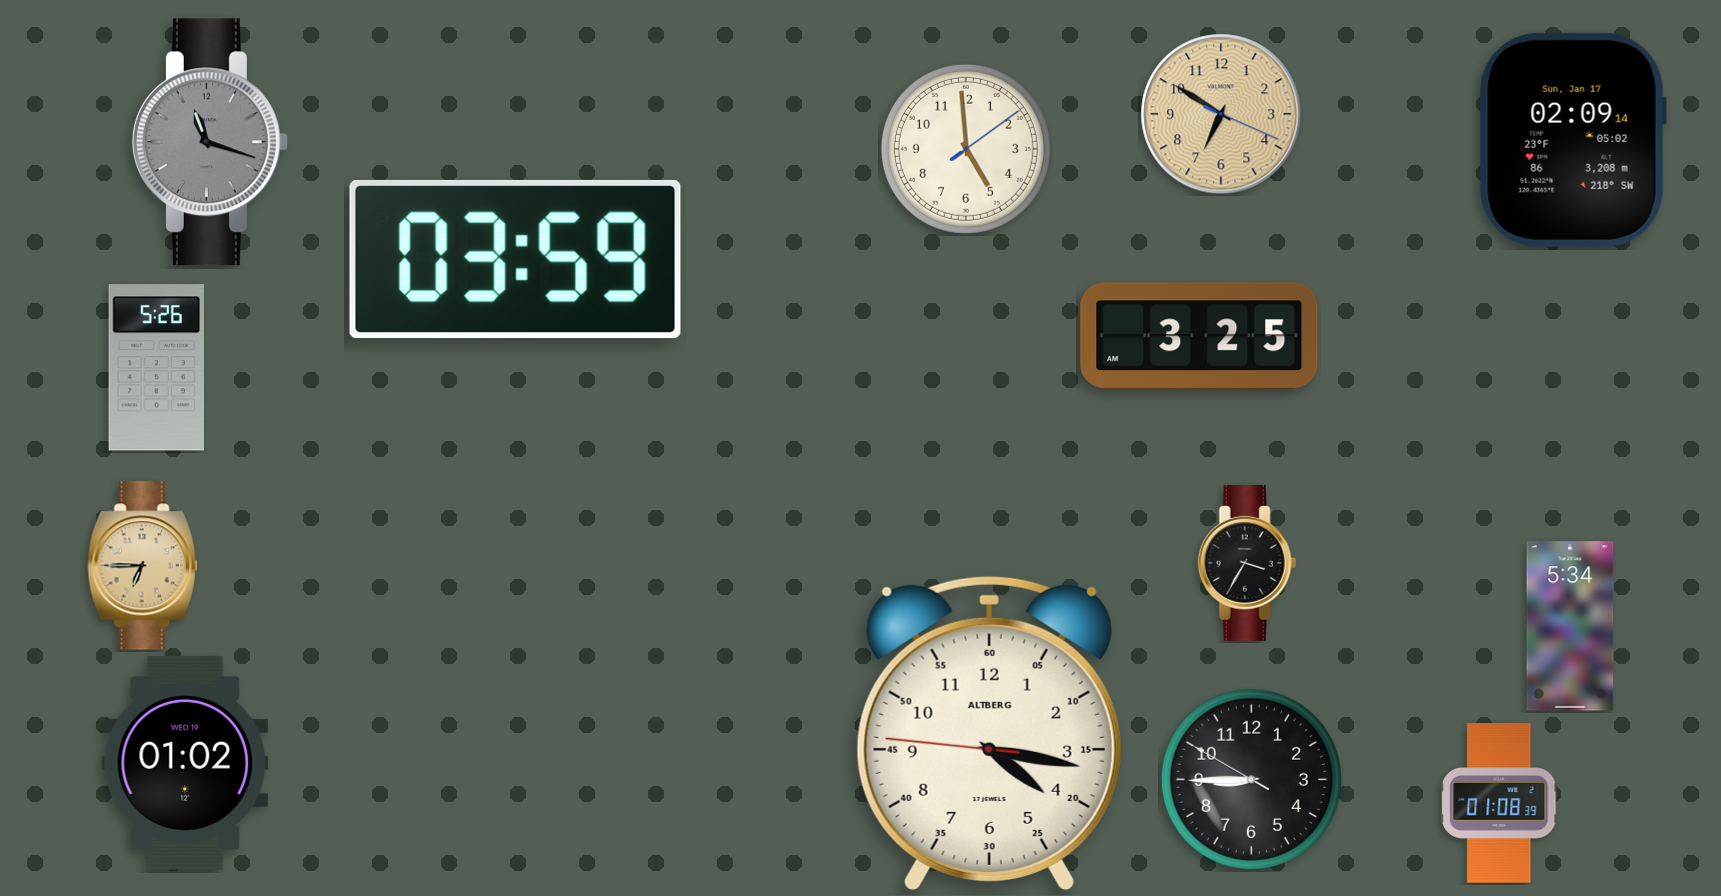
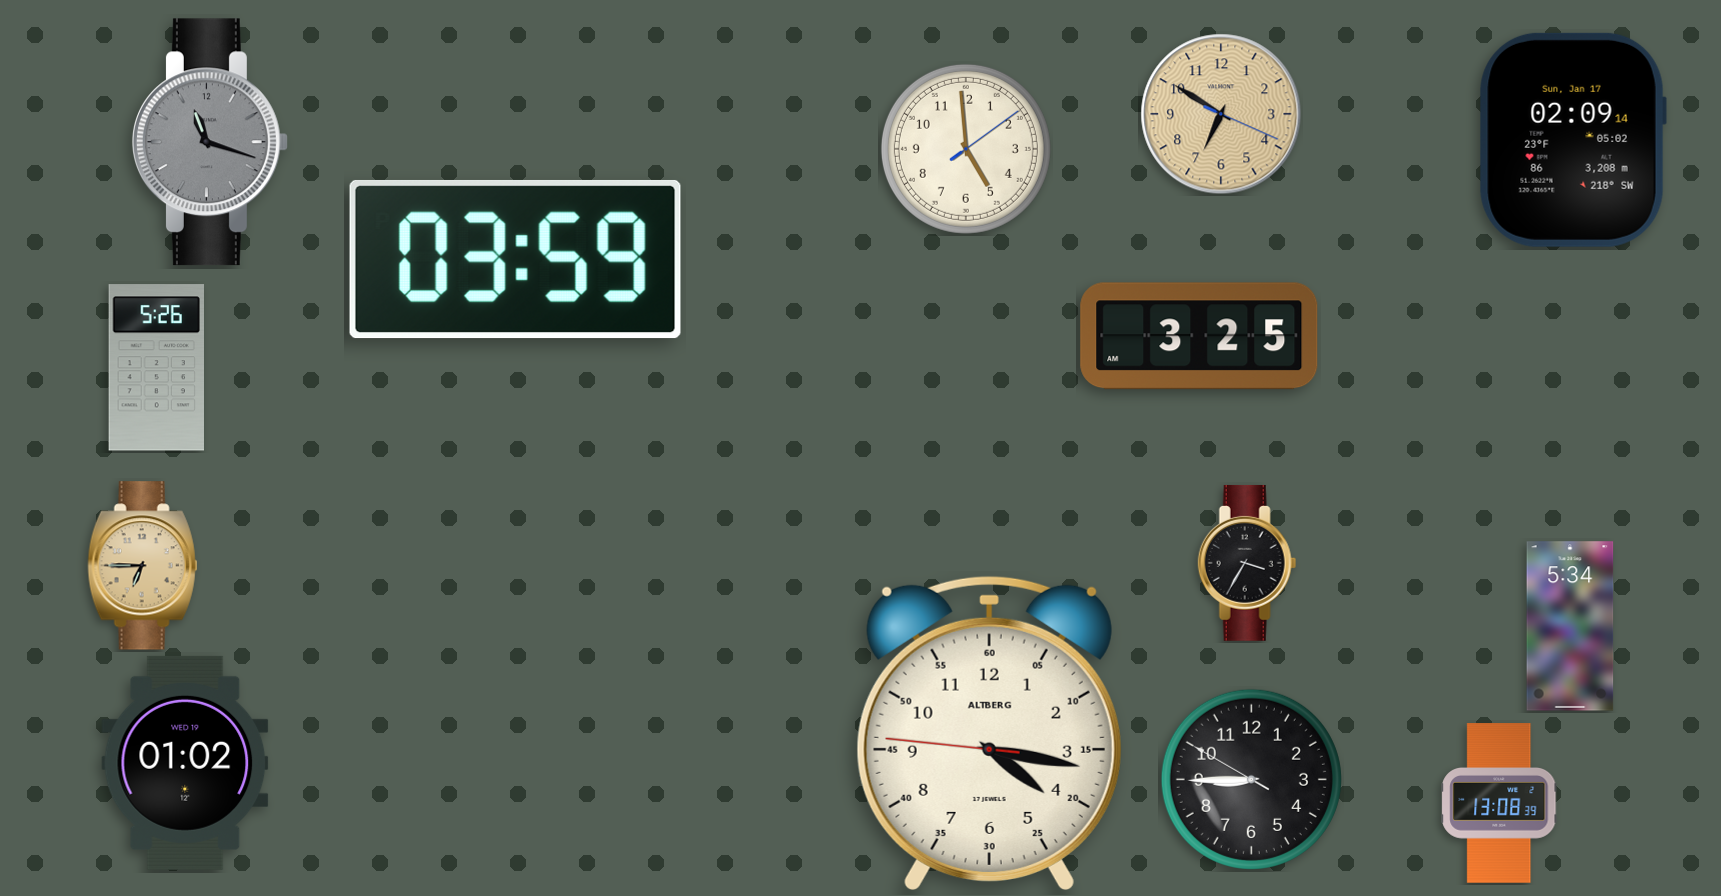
clock at (1499, 803): 01:08 -> 13:08
